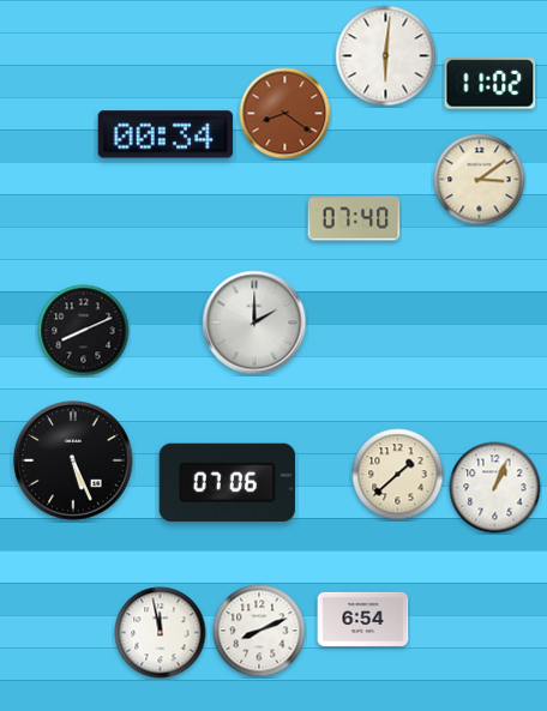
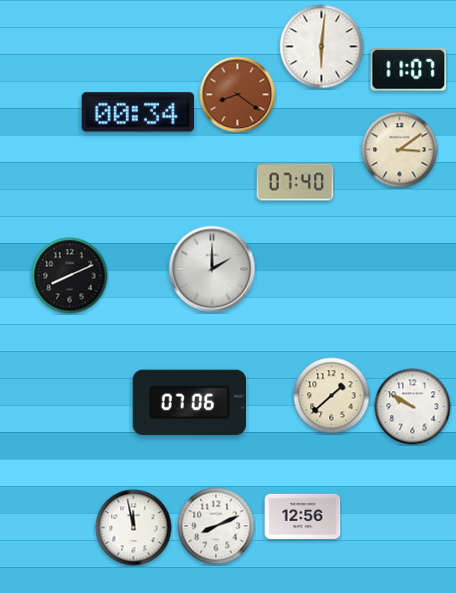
clock at (491, 84): 11:02 -> 11:07
clock at (73, 460): 5:26 -> none
clock at (495, 488): 1:04 -> 9:50
clock at (363, 619): 6:54 -> 12:56
